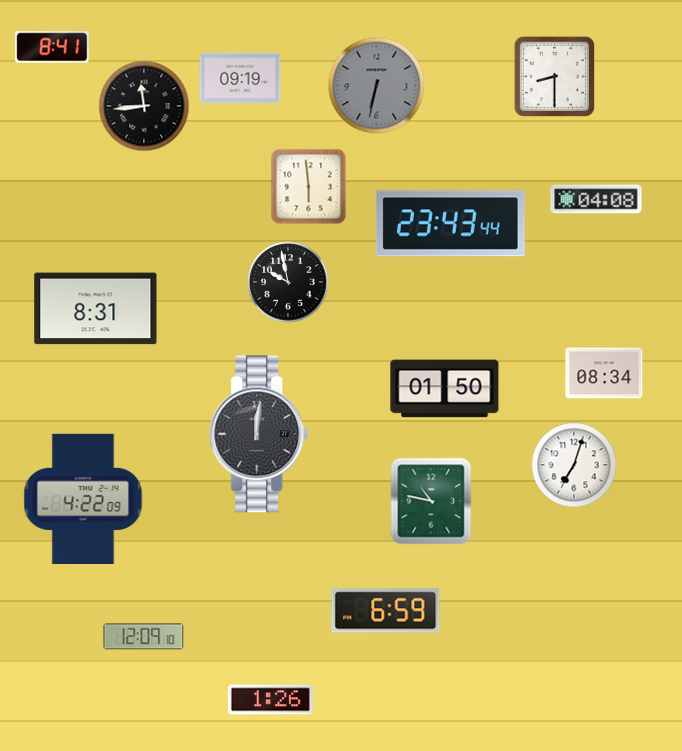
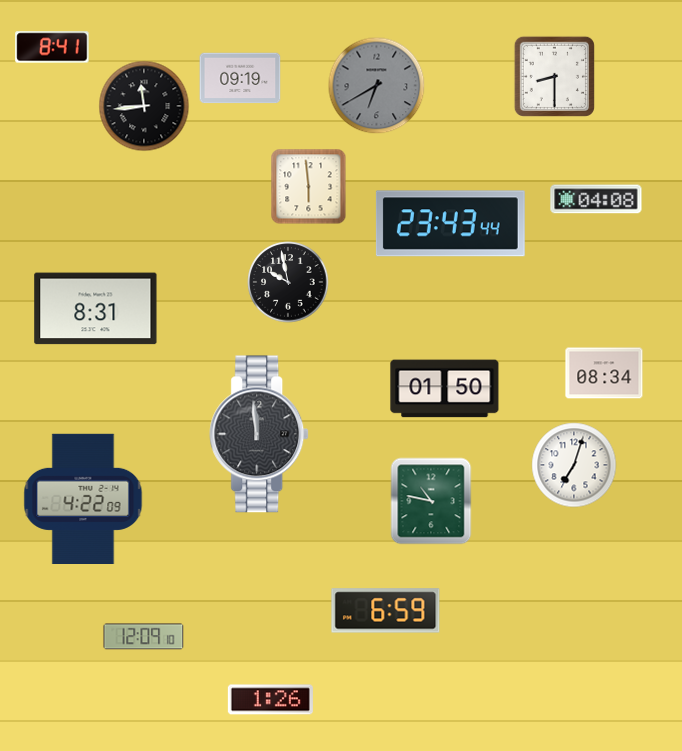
clock at (377, 86): 6:32 -> 6:40
clock at (260, 434): 12:01 -> 11:59
